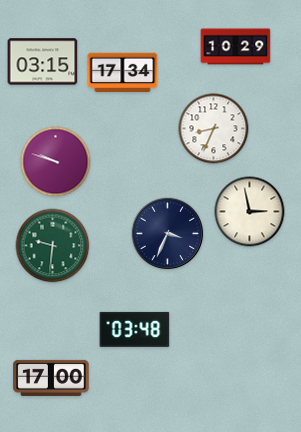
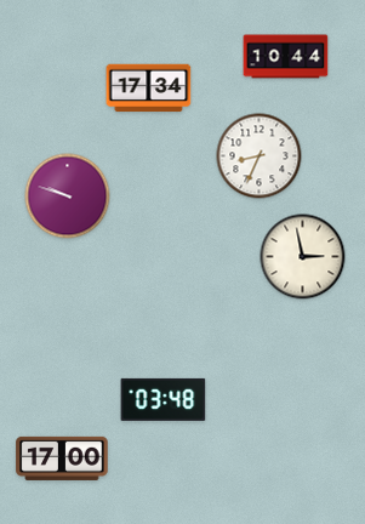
clock at (236, 47): 10:29 -> 10:44
clock at (43, 62): 03:15 -> none
clock at (168, 234): 3:34 -> none
clock at (53, 246): 9:31 -> none
